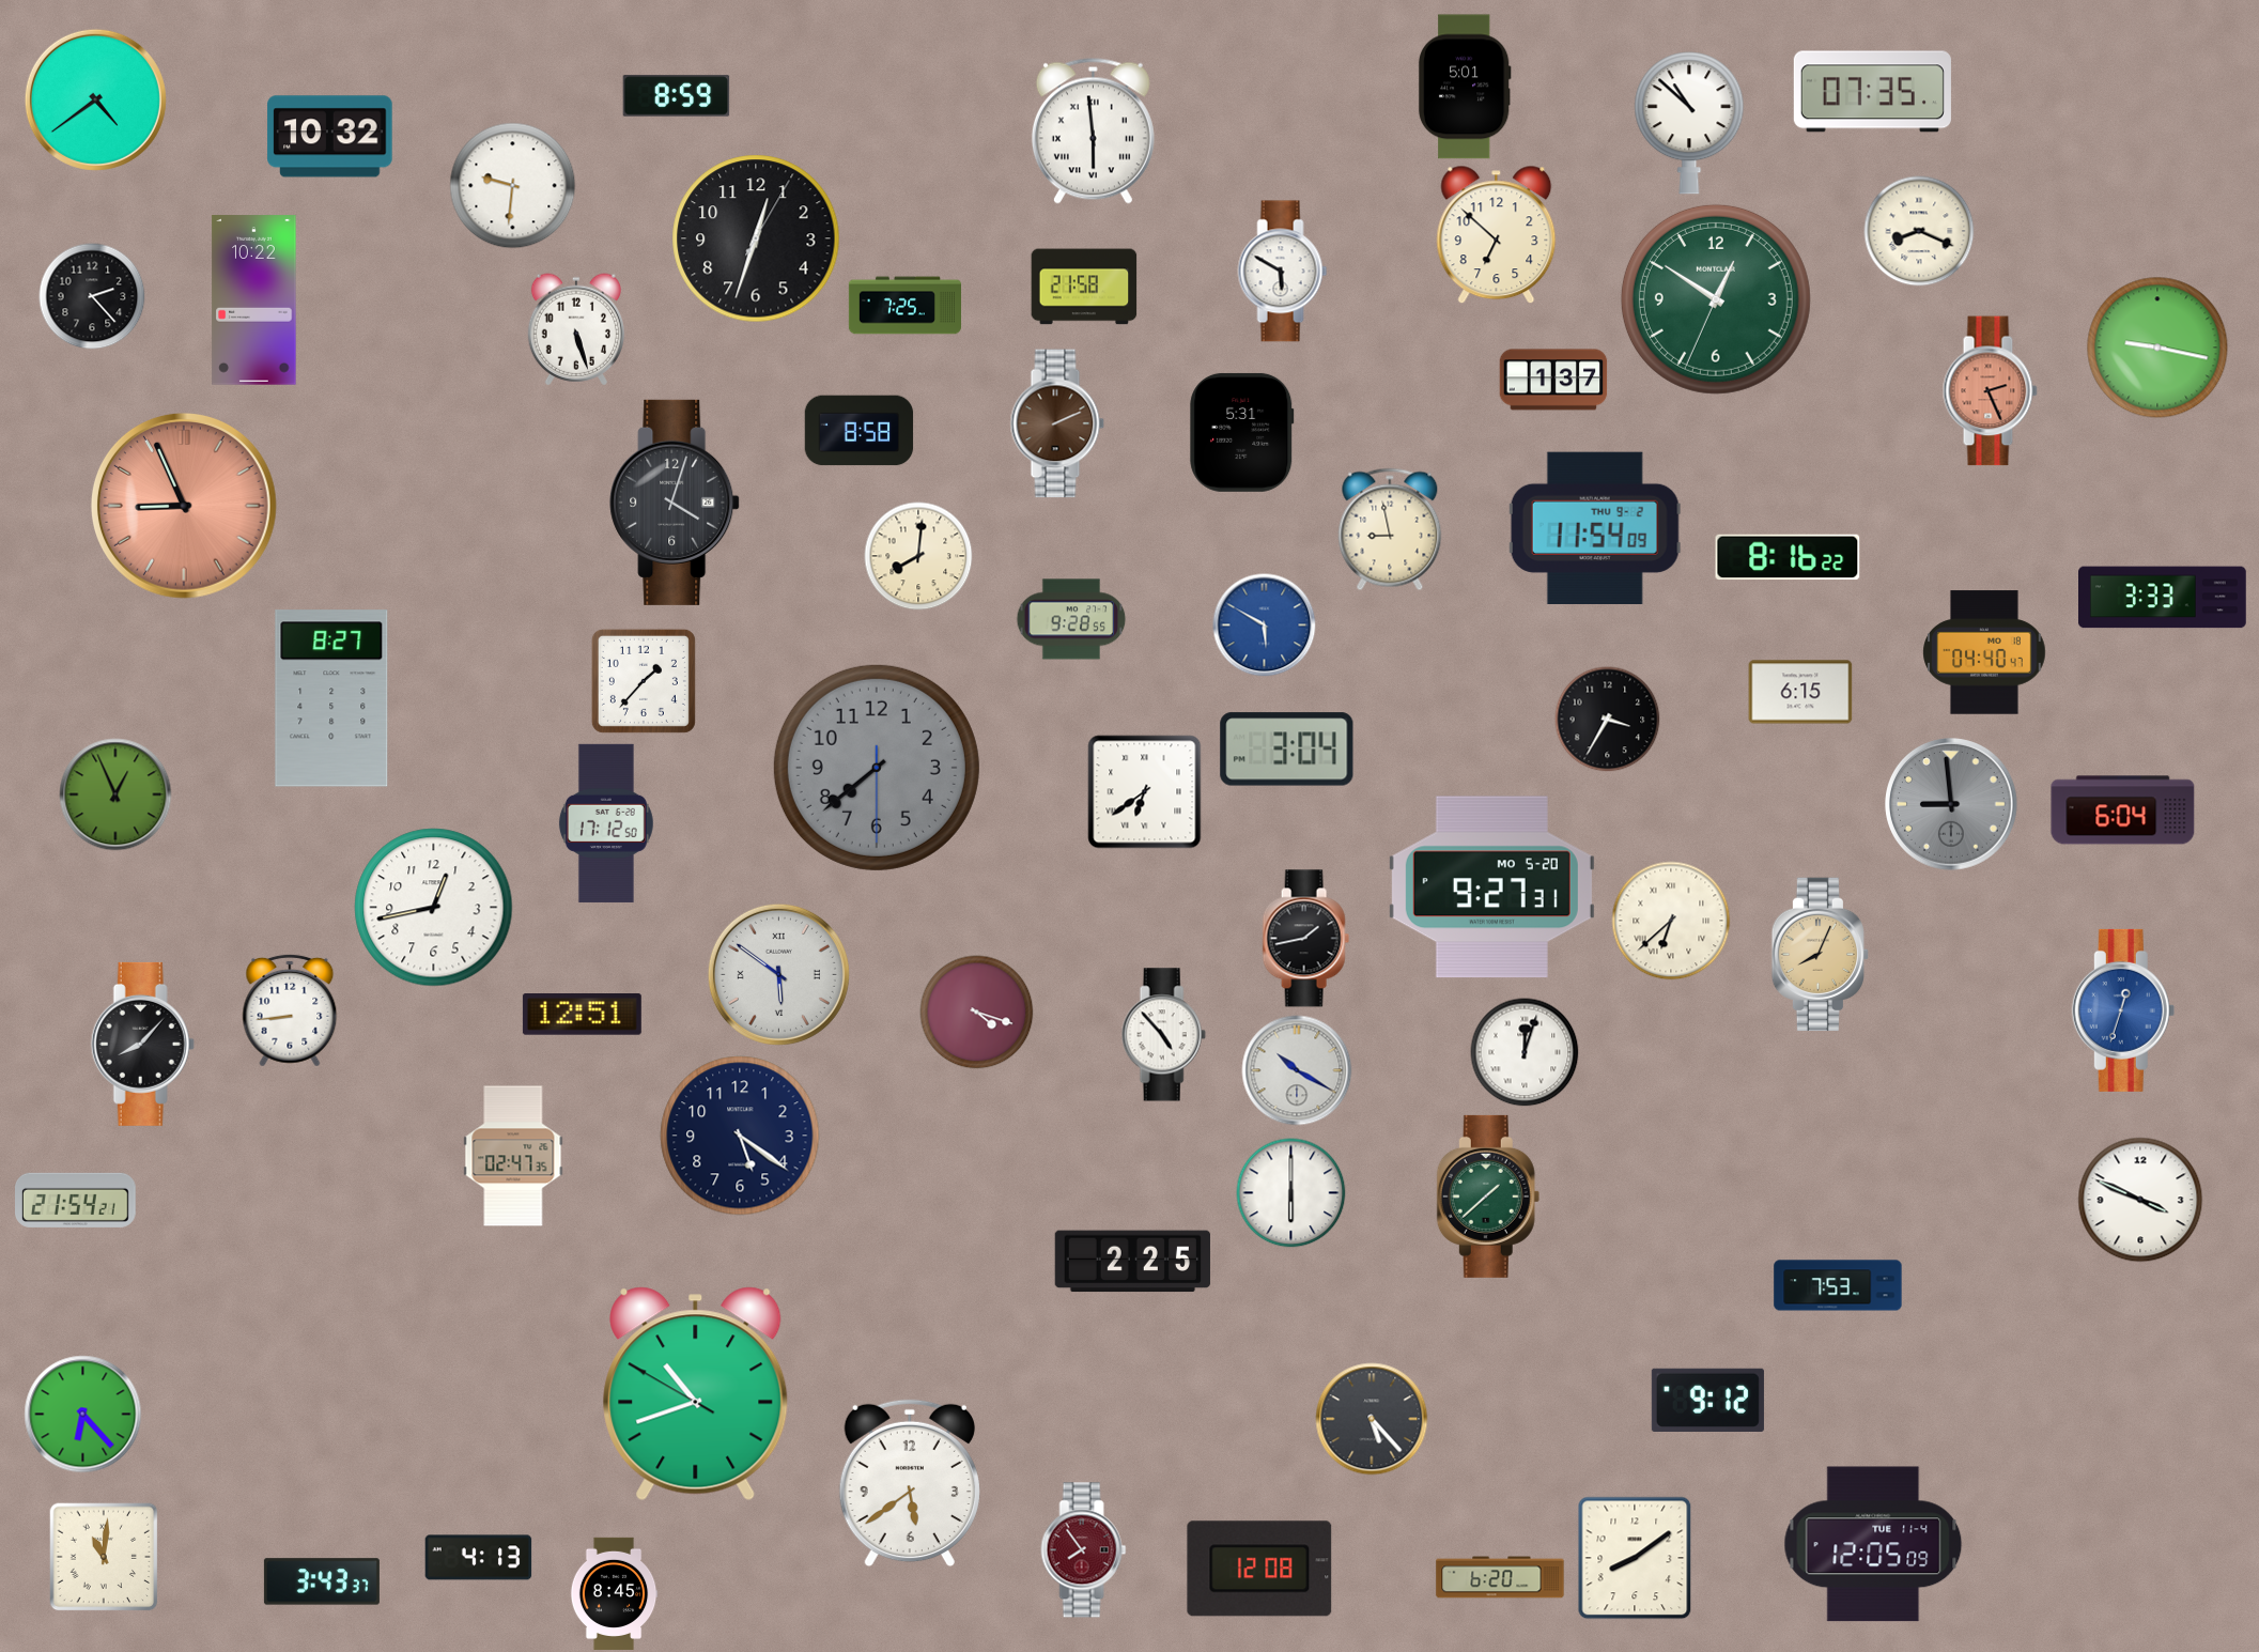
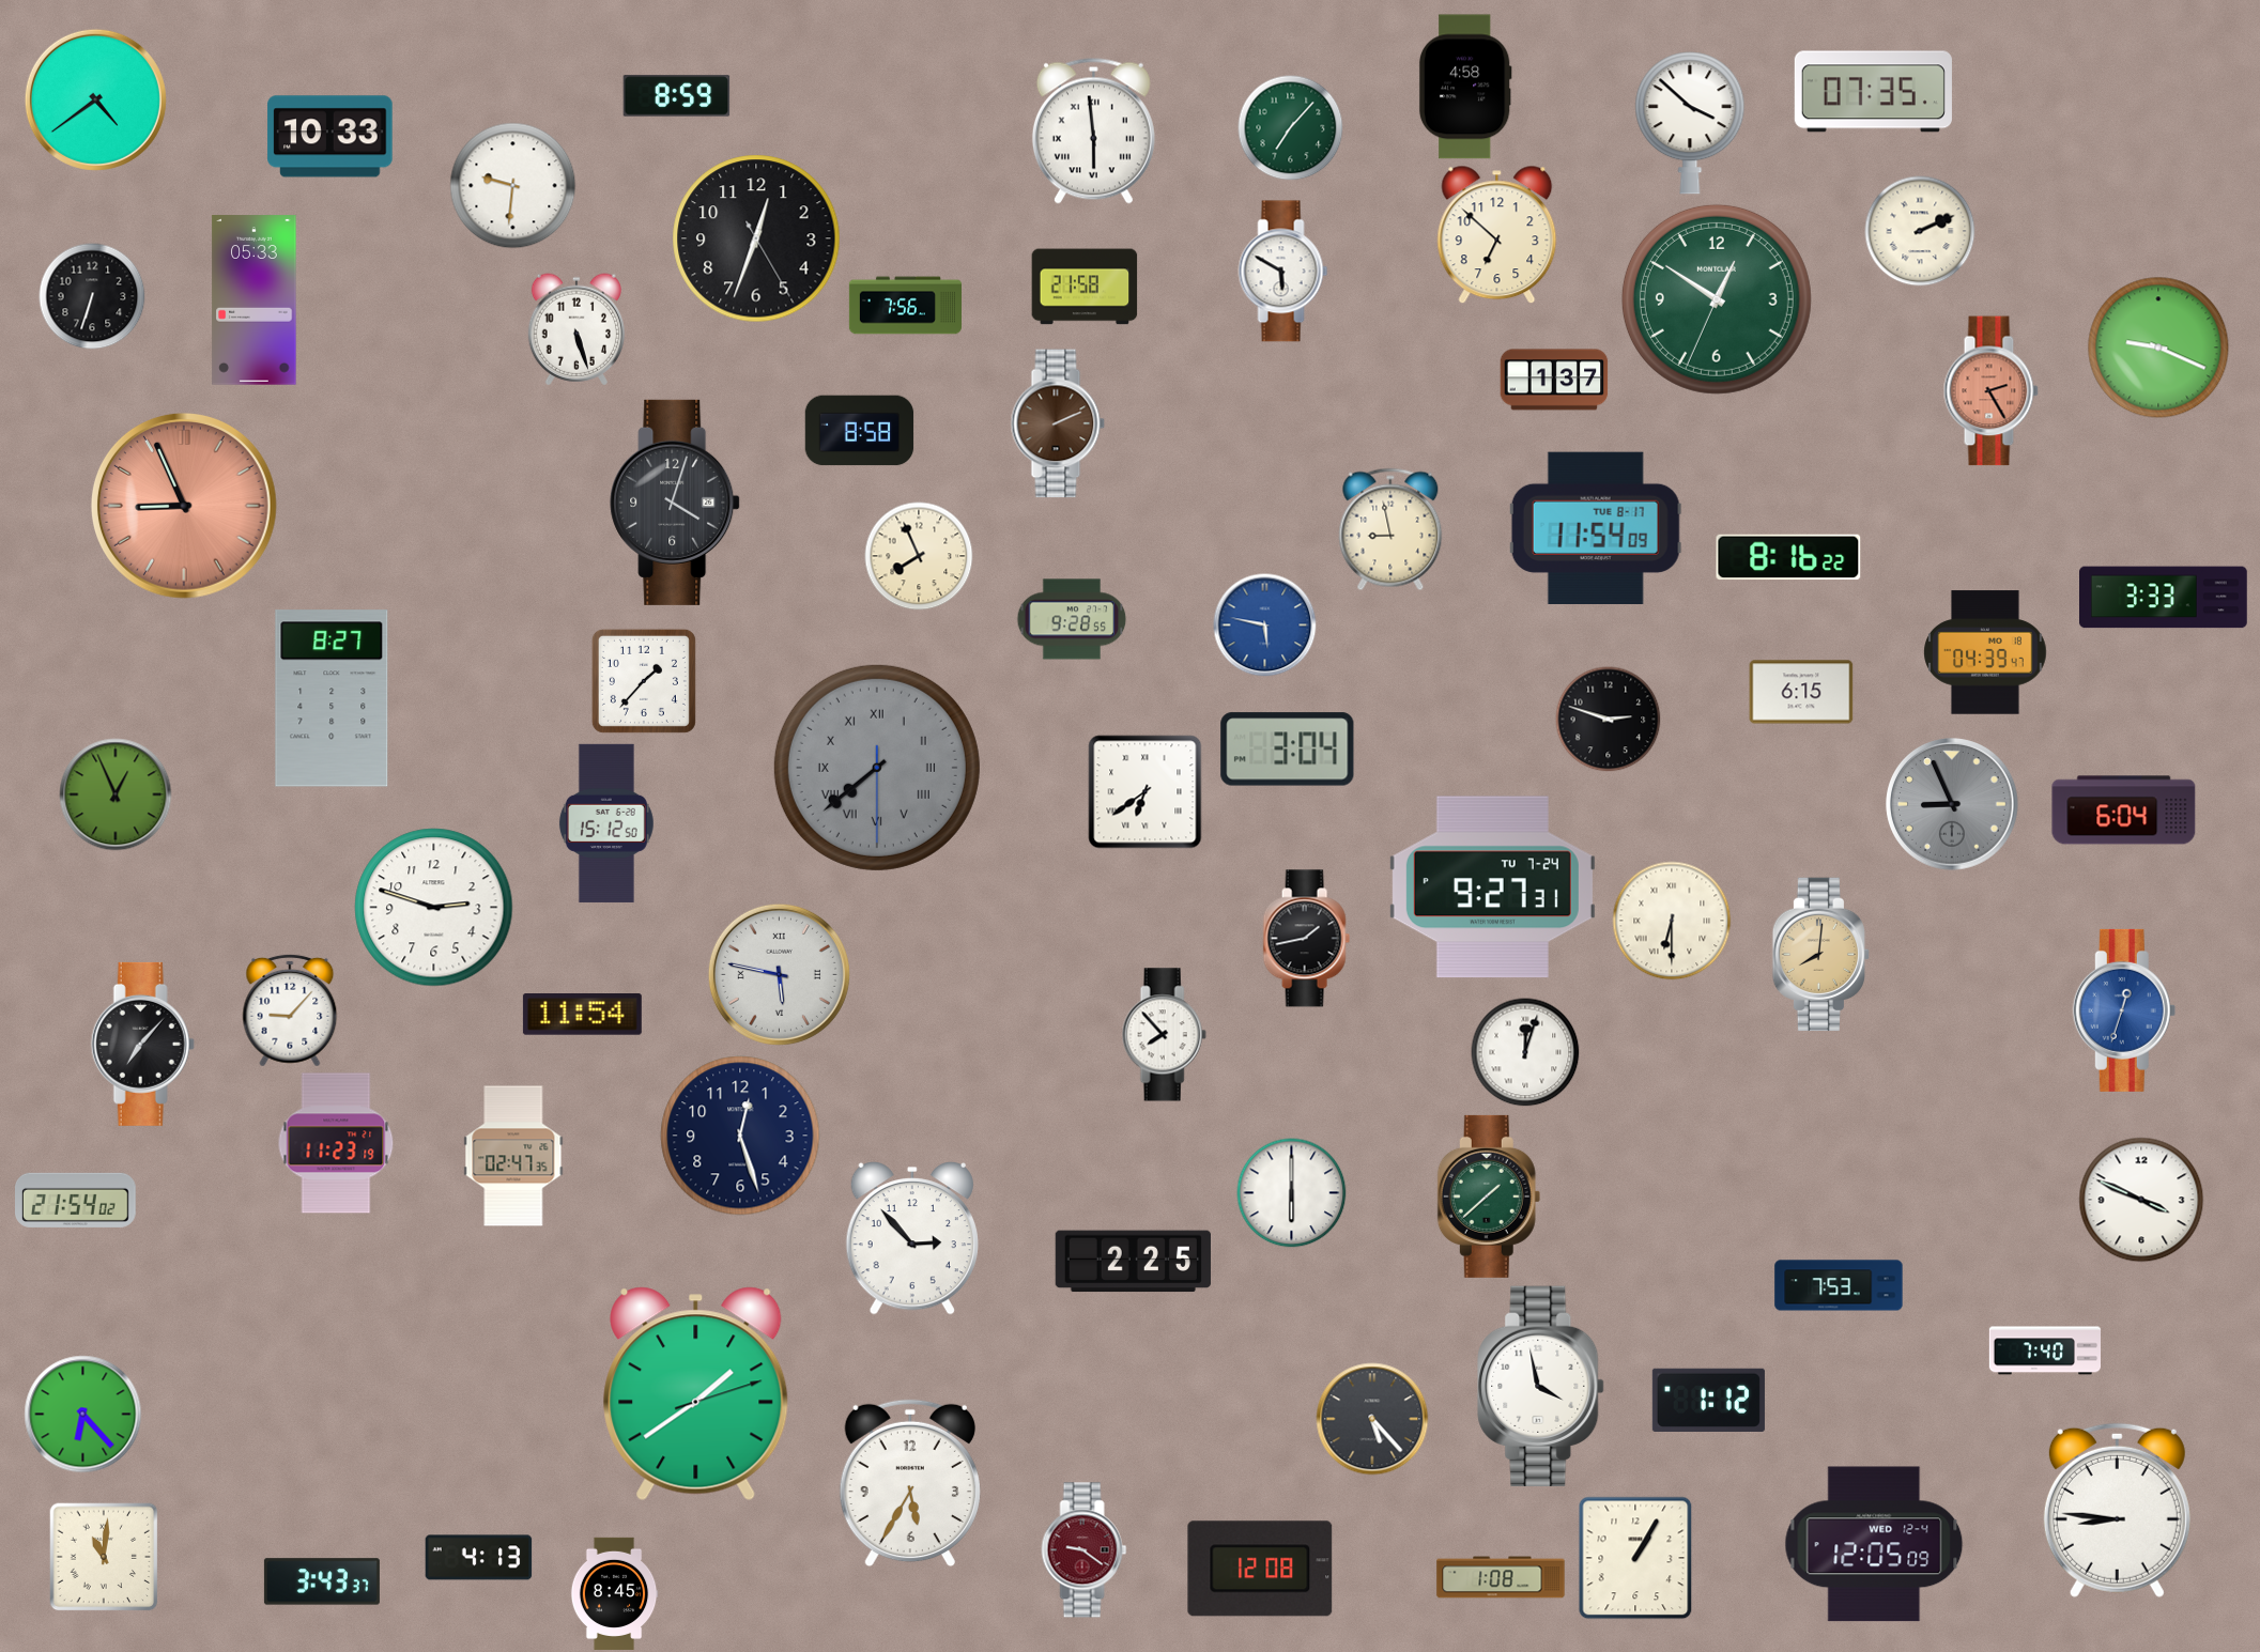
clock at (1465, 87): 5:01 -> 4:58
clock at (1689, 123): 10:52 -> 3:52
clock at (1291, 128): none -> 7:07
clock at (330, 137): 10:32 -> 10:33
clock at (1919, 231): 8:19 -> 2:11
clock at (756, 238): 12:33:05 -> 12:33:25
clock at (92, 296): 2:23 -> 6:33
clock at (254, 300): 10:22 -> 05:33
clock at (904, 306): 7:25 -> 7:56
clock at (2157, 348): 9:17 -> 9:19
clock at (1990, 391): 2:26 -> 2:25
clock at (1242, 432): 5:31 -> none
clock at (1595, 527) date: THU 9-2 -> TUE 8-17
clock at (918, 556): 8:01 -> 7:56
clock at (1265, 626): 5:50 -> 5:47
clock at (1984, 652): 04:40 -> 04:39
clock at (1608, 720): 3:35 -> 2:48
clock at (877, 768) numerals: Arabic -> Roman
clock at (1952, 805): 8:59 -> 8:56
clock at (606, 823): 17:12 -> 15:12
clock at (1491, 887) date: MO 5-20 -> TU 7-24
clock at (434, 908): 12:43 -> 2:48
clock at (1671, 921): 6:38 -> 6:30
clock at (1821, 955): 8:04 -> 8:01
clock at (778, 974): 5:51 -> 5:47
clock at (290, 1010): 8:44 -> 9:07
clock at (977, 1013): 4:18 -> none
clock at (582, 1015): 12:51 -> 11:54
clock at (1163, 1035): 4:53 -> 7:53
clock at (142, 1044): 8:07 -> 7:07
clock at (1297, 1070): 10:20 -> none
clock at (740, 1136): 5:21 -> 12:27
clock at (336, 1143): none -> 11:23
clock at (76, 1200): 21:54:21 -> 21:54:02
clock at (912, 1239): none -> 2:53
clock at (2044, 1350): none -> 7:40
clock at (1541, 1386): none -> 3:58
clock at (696, 1394): 10:41 -> 1:39
clock at (1707, 1400): 9:12 -> 1:12
clock at (910, 1483): 5:39 -> 5:35
clock at (2117, 1510): none -> 8:46
clock at (1873, 1544) date: TUE 11-4 -> WED 12-4
clock at (1084, 1550): 7:54 -> 9:21
clock at (1635, 1558): 8:09 -> 1:05
clock at (1500, 1577): 6:20 -> 1:08
